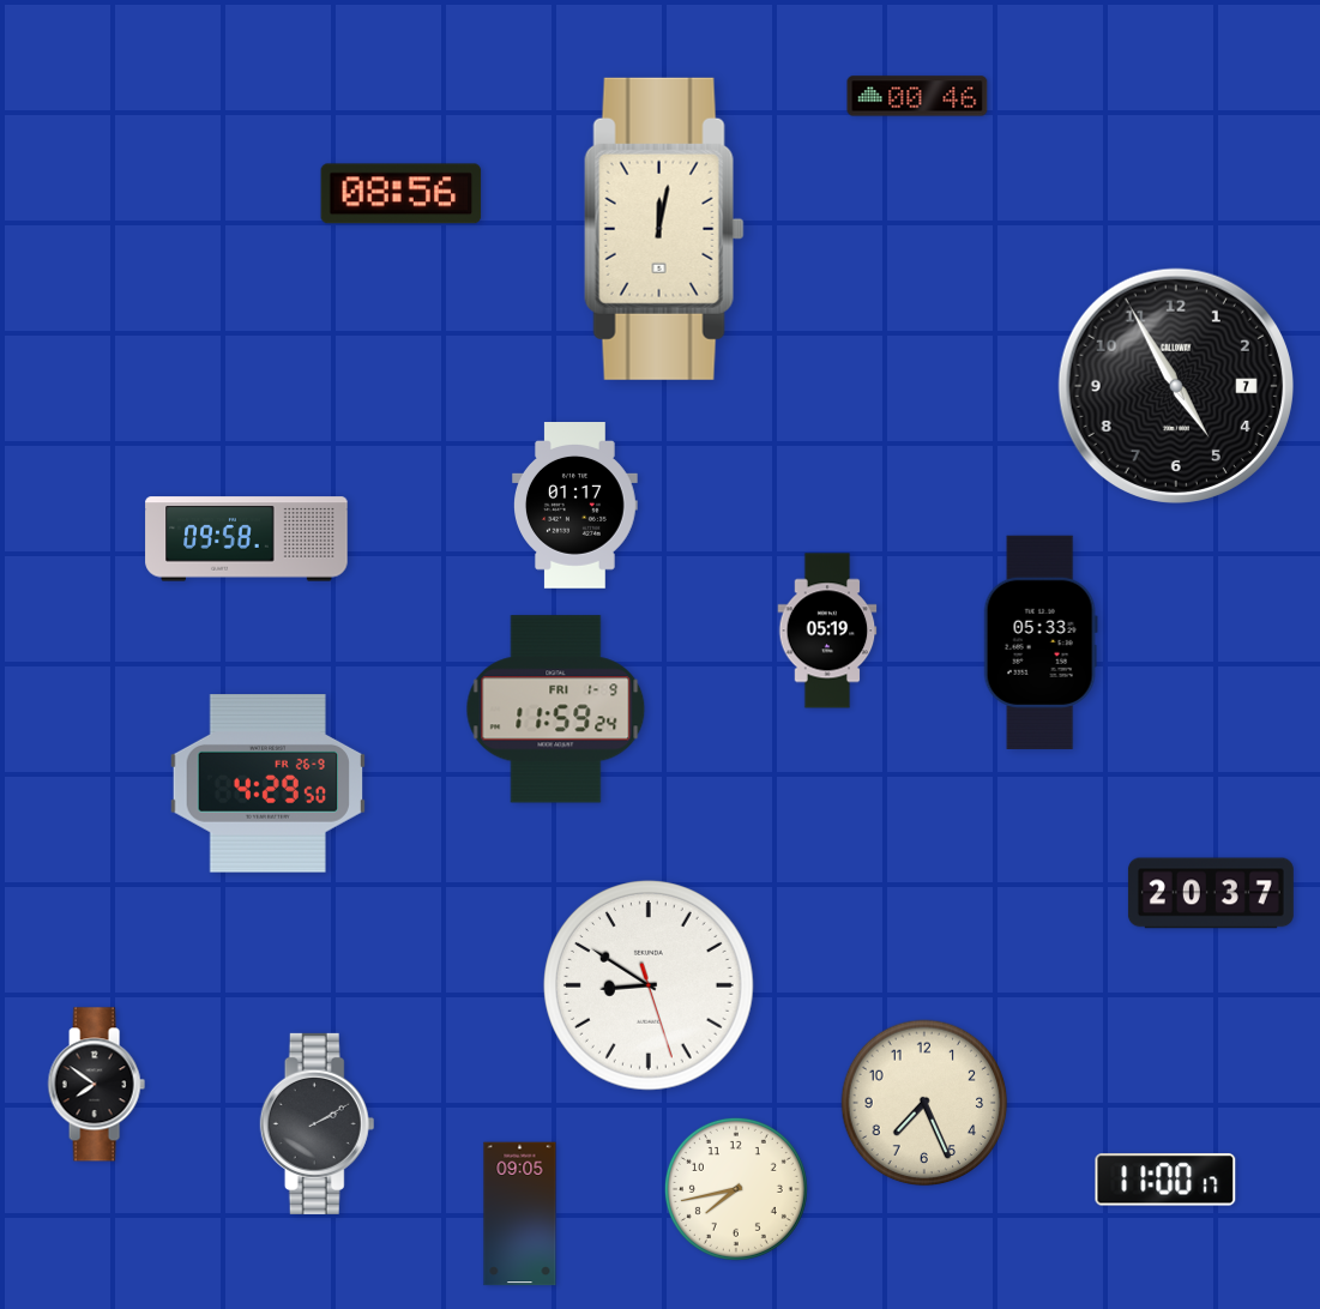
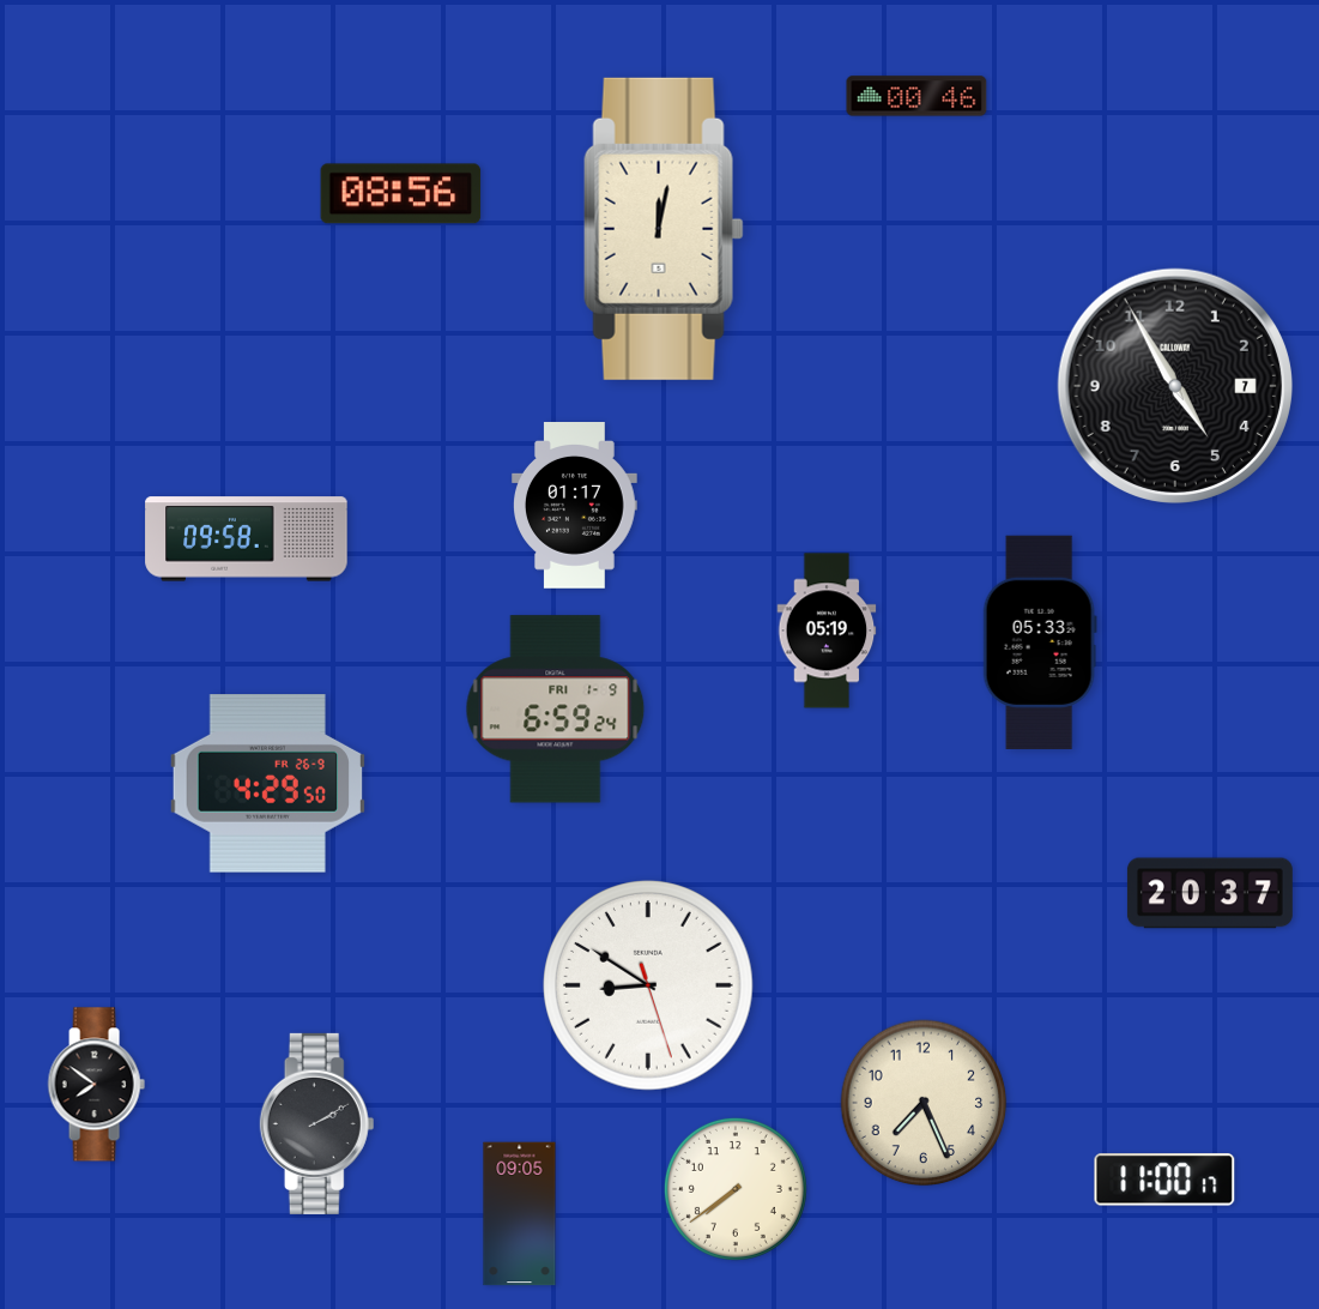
clock at (556, 710): 11:59 -> 6:59
clock at (736, 1189): 7:43 -> 7:39
